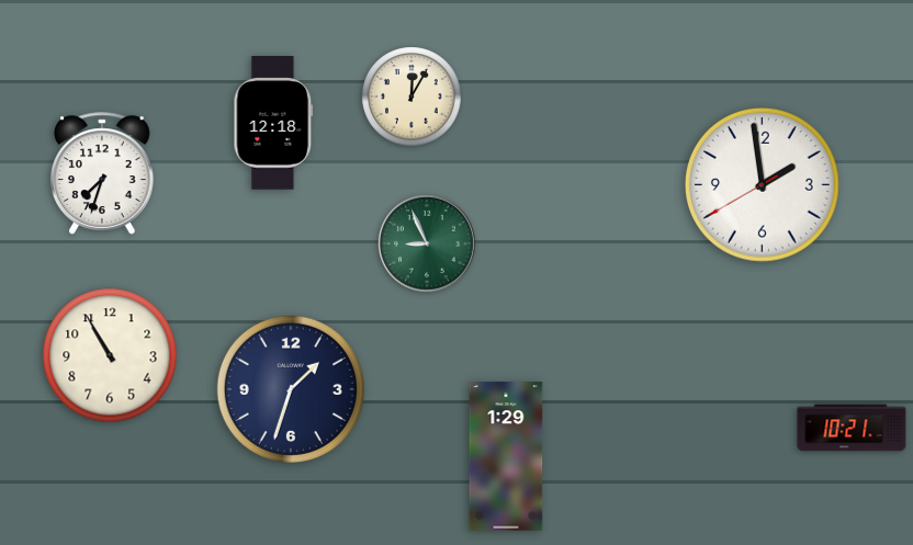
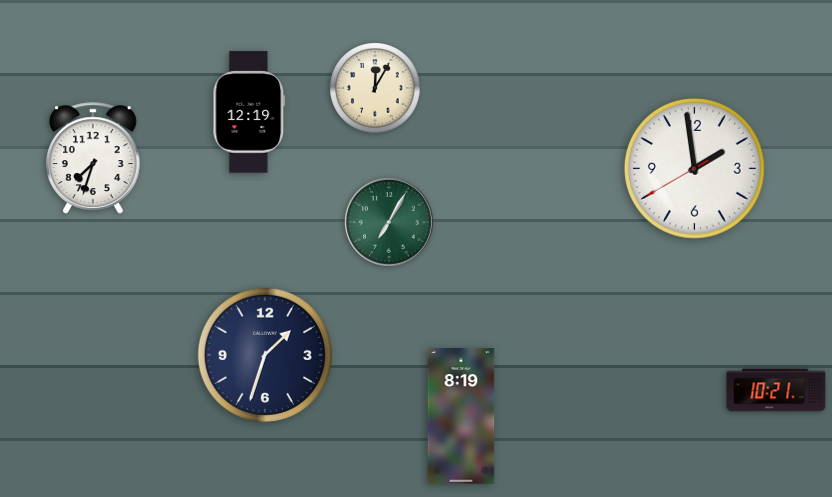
clock at (273, 123): 12:18 -> 12:19
clock at (427, 243): 8:56 -> 7:05
clock at (110, 355): 10:55 -> none
clock at (506, 456): 1:29 -> 8:19
